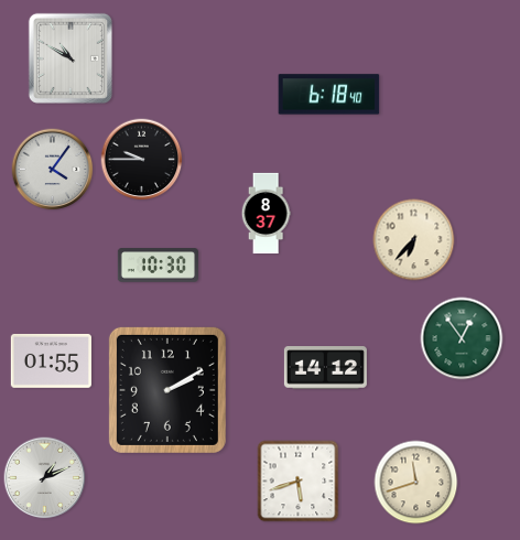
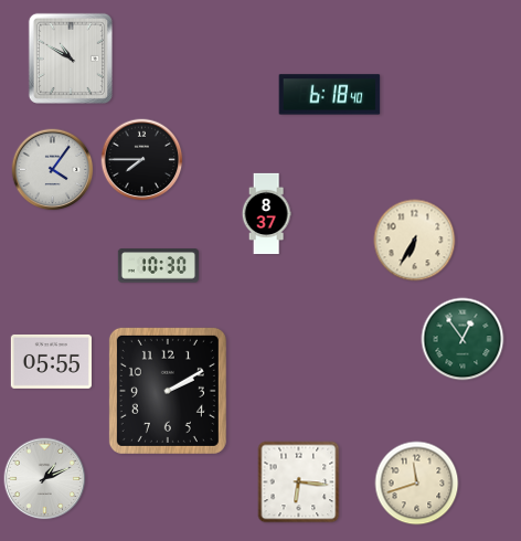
clock at (142, 160): 9:45 -> 7:45
clock at (414, 240): 6:37 -> 6:35
clock at (51, 360): 01:55 -> 05:55
clock at (325, 368): 14:12 -> none
clock at (299, 482): 5:42 -> 6:16
